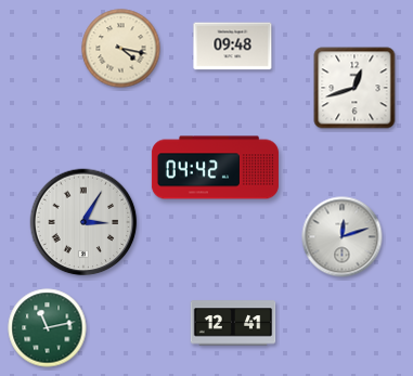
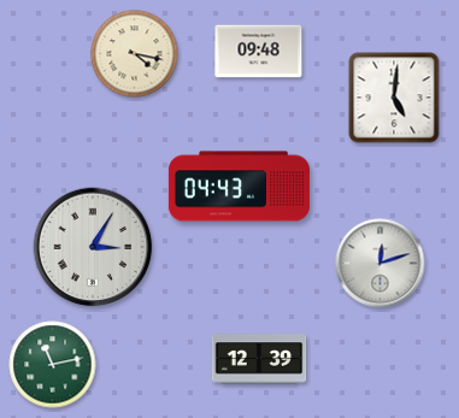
clock at (354, 88): 12:42 -> 5:01
clock at (215, 168): 04:42 -> 04:43
clock at (233, 323): 12:41 -> 12:39
